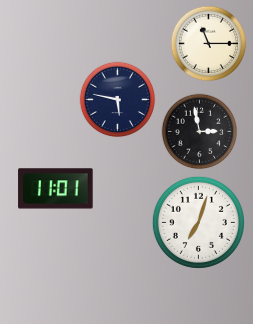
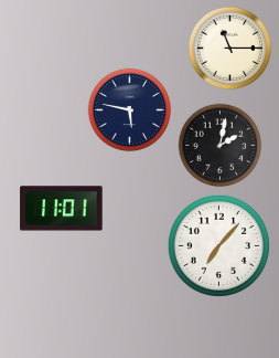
clock at (200, 132): 2:58 -> 2:02
clock at (198, 222): 7:03 -> 7:07
